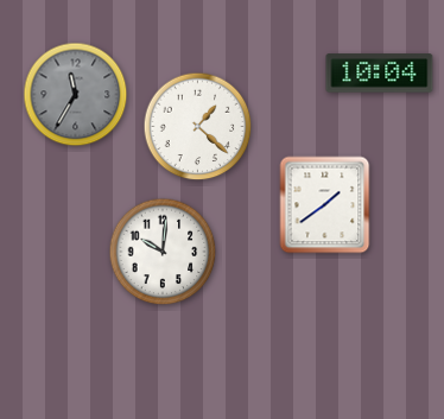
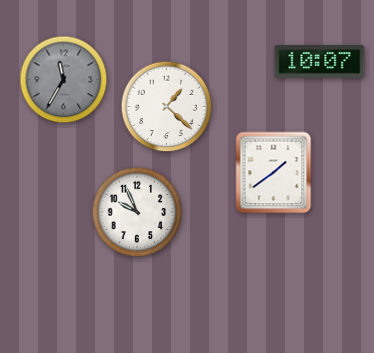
clock at (380, 74): 10:04 -> 10:07
clock at (163, 252): 10:01 -> 9:56
